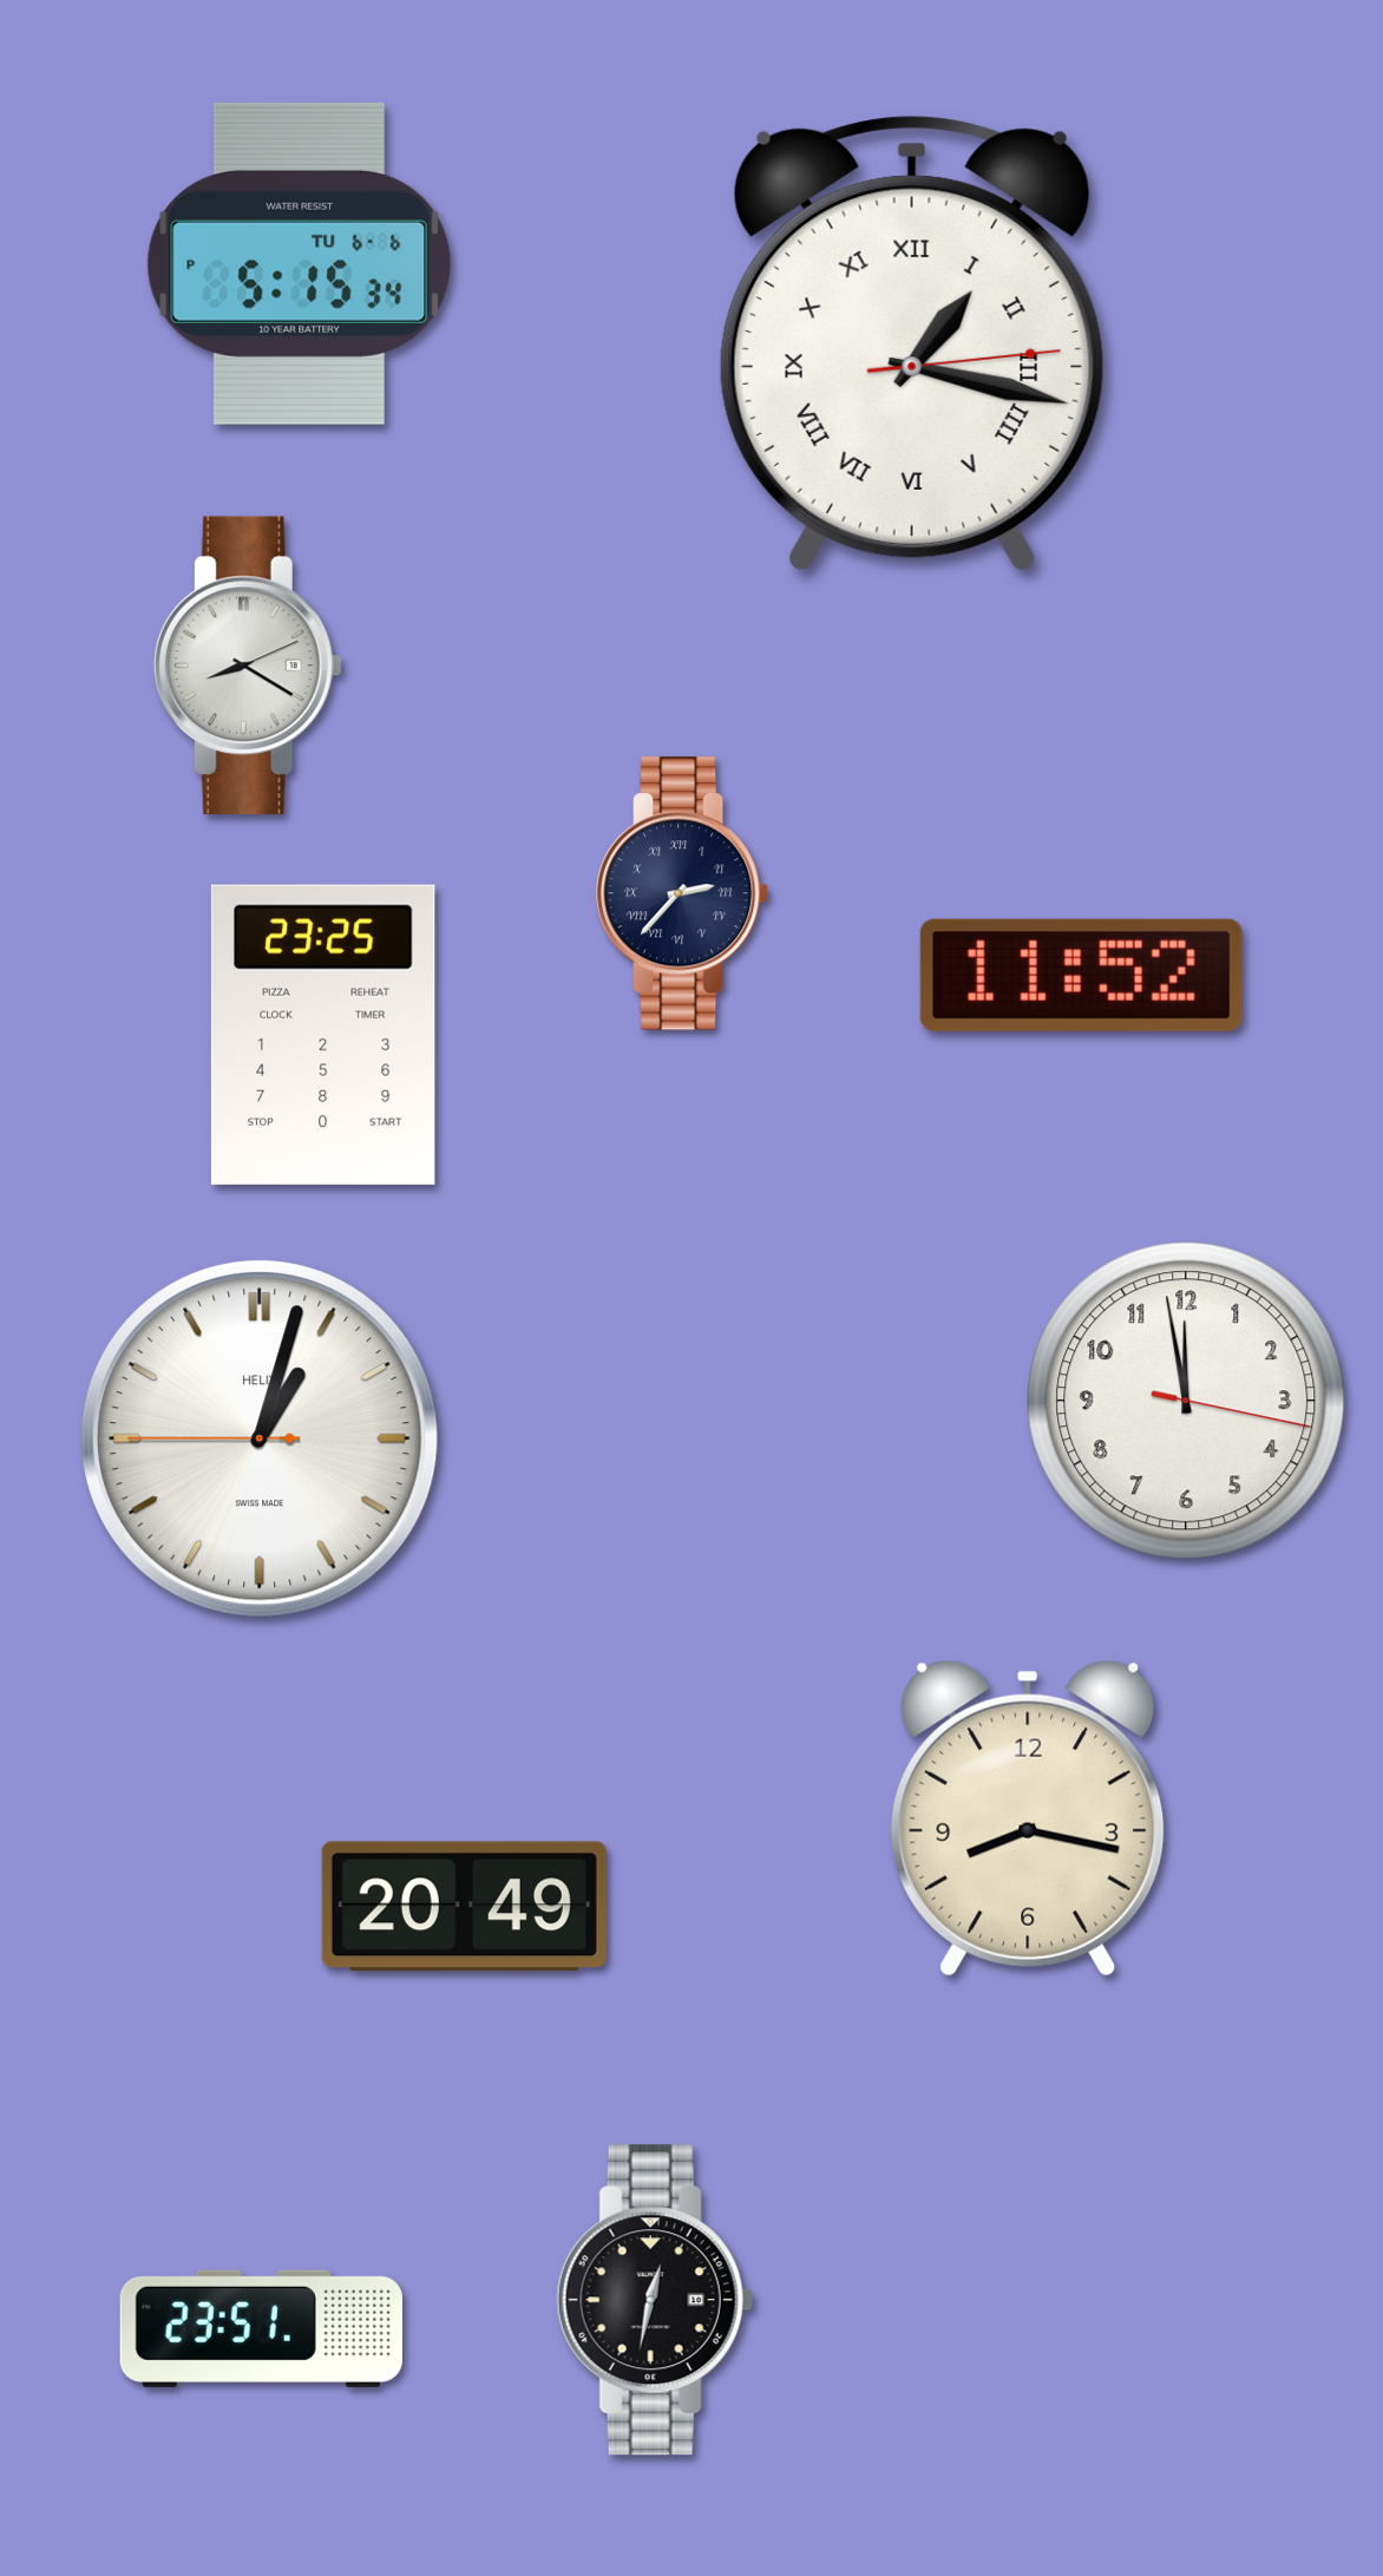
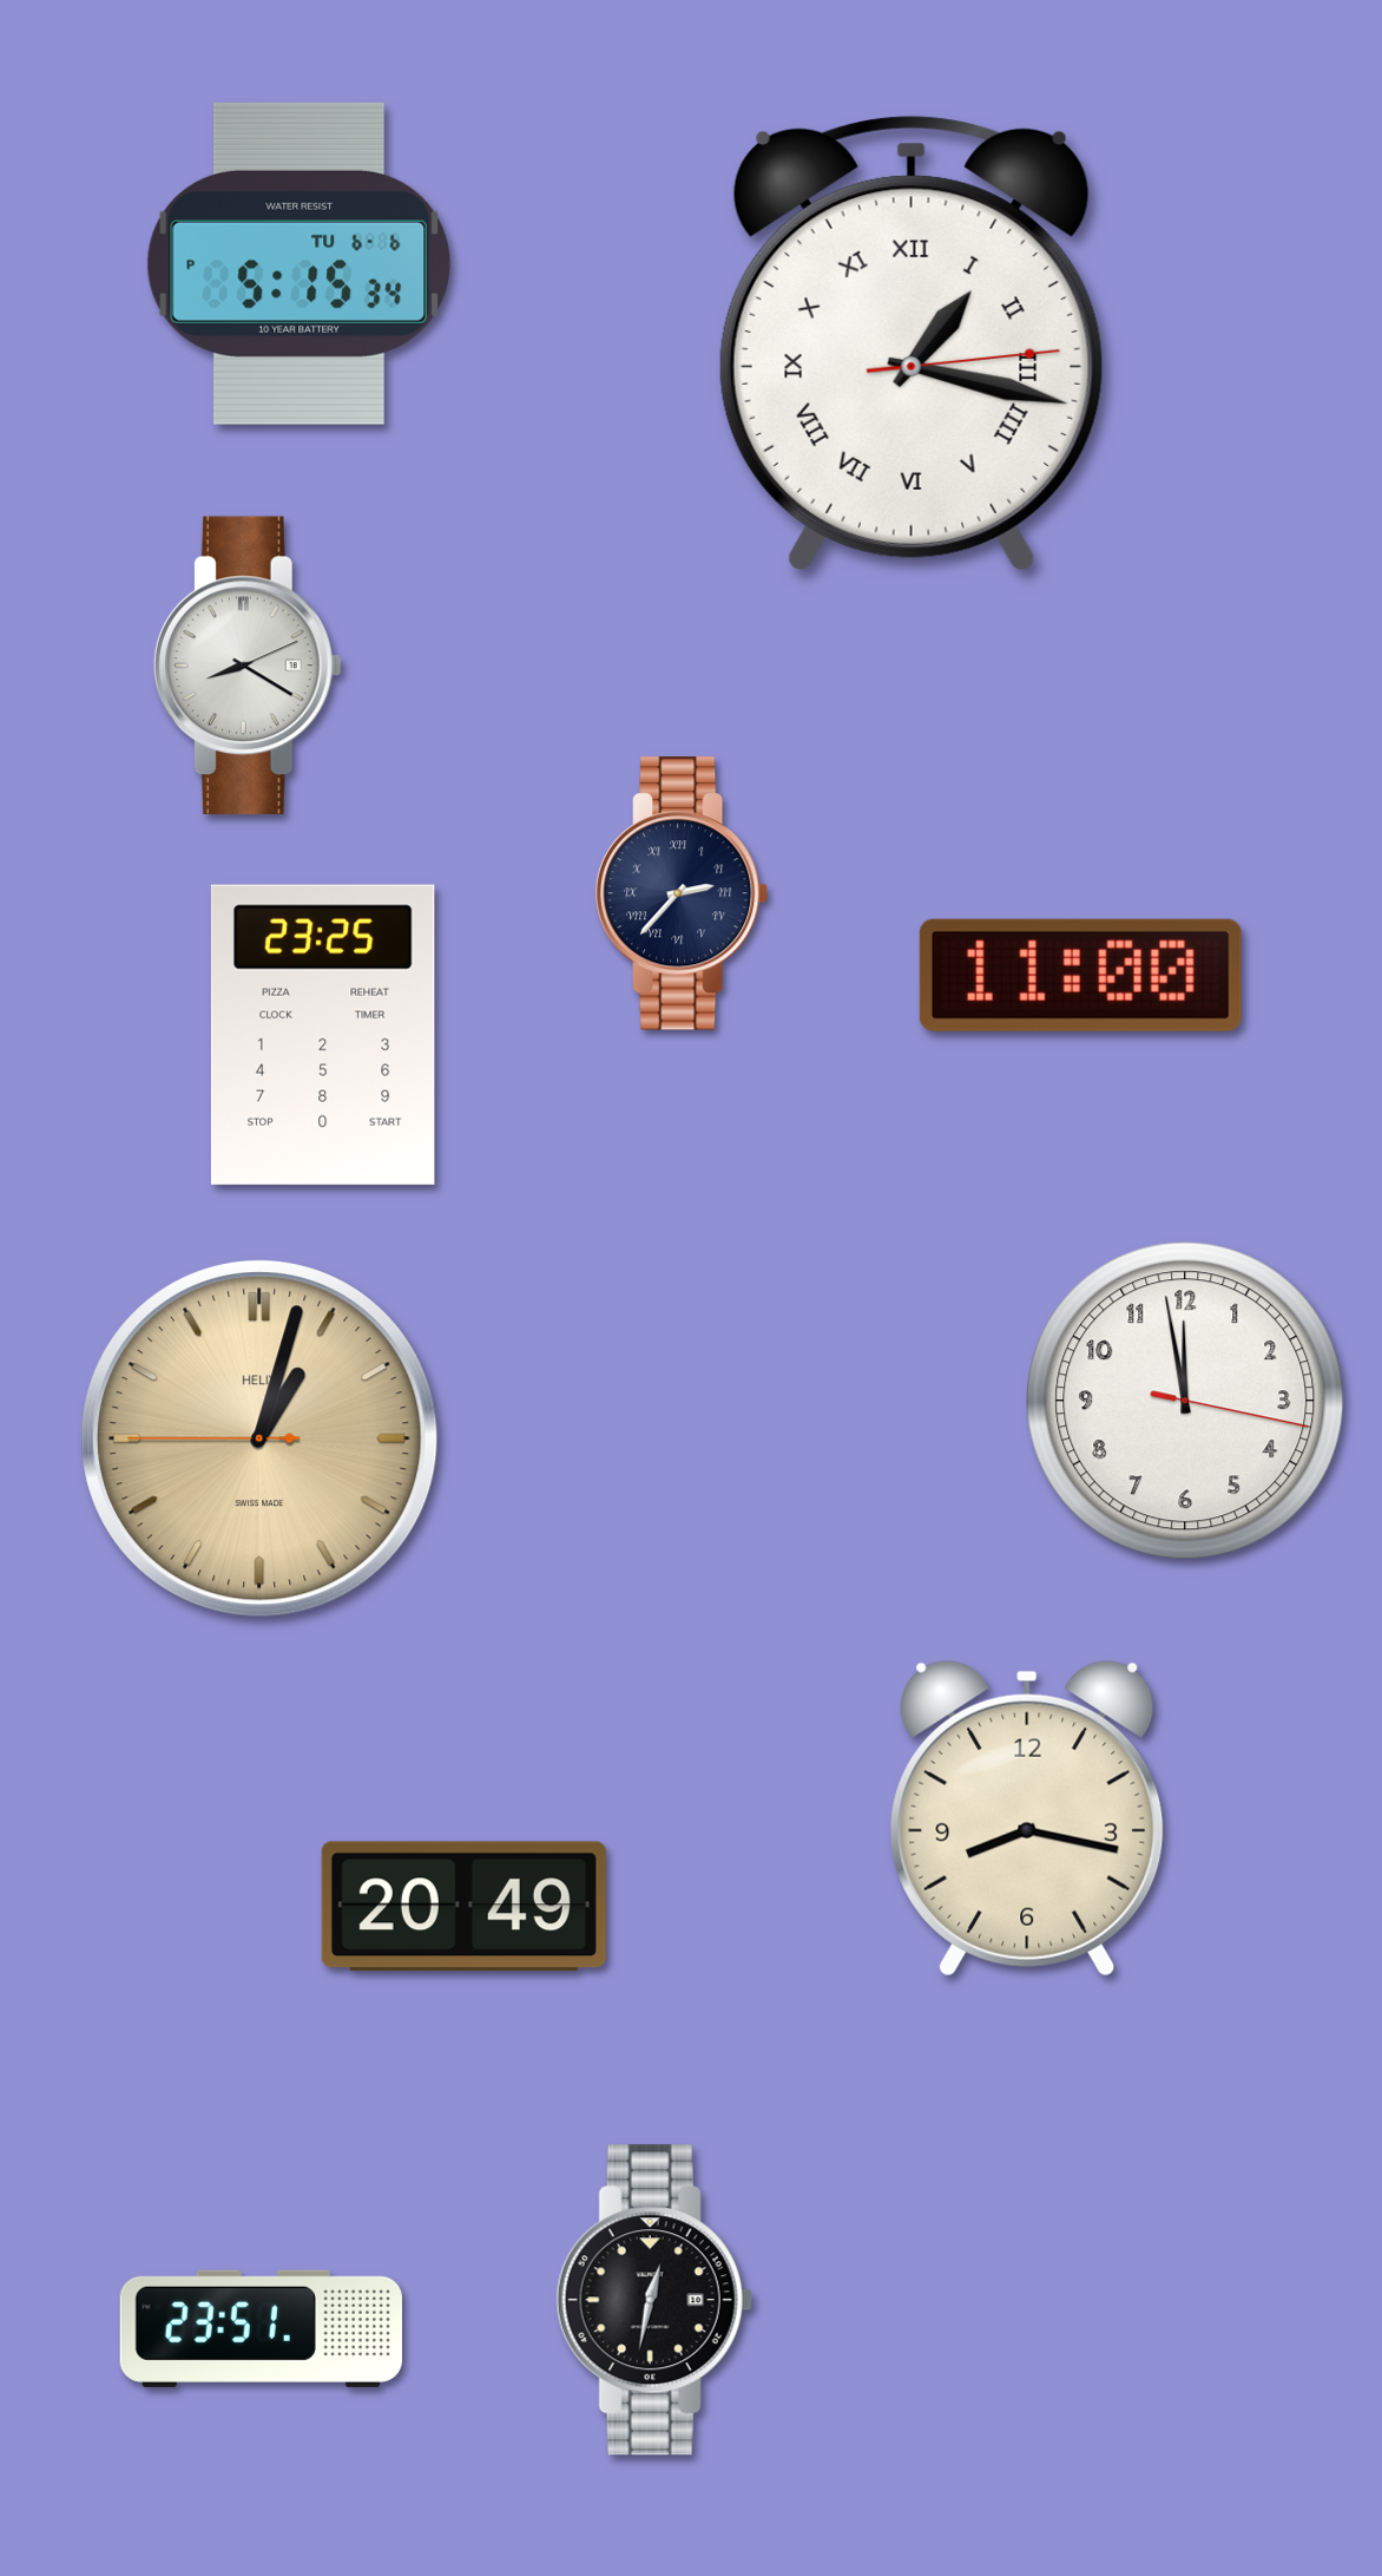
clock at (1081, 975): 11:52 -> 11:00
clock at (261, 1440) dial: white -> champagne
